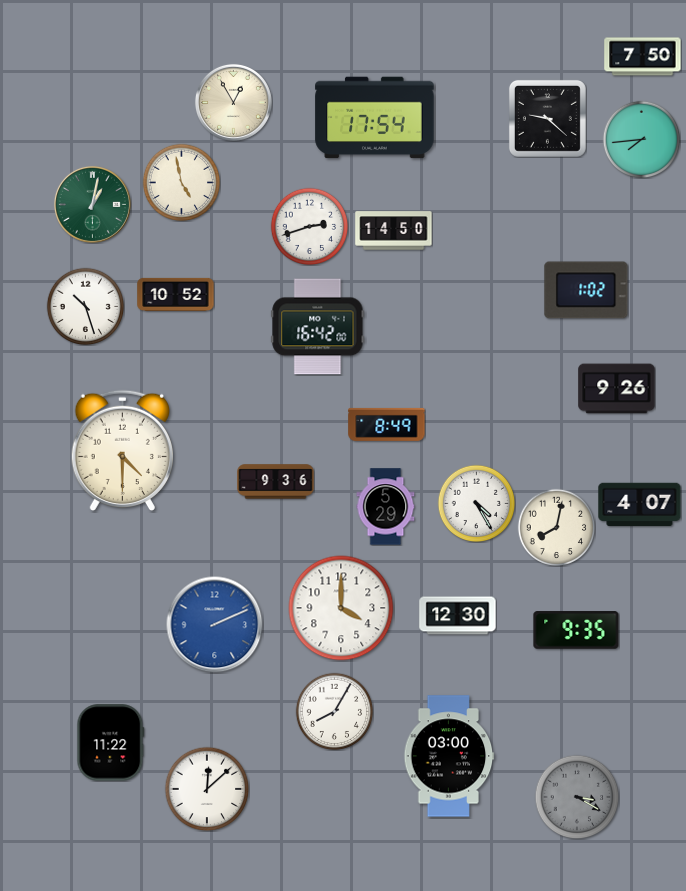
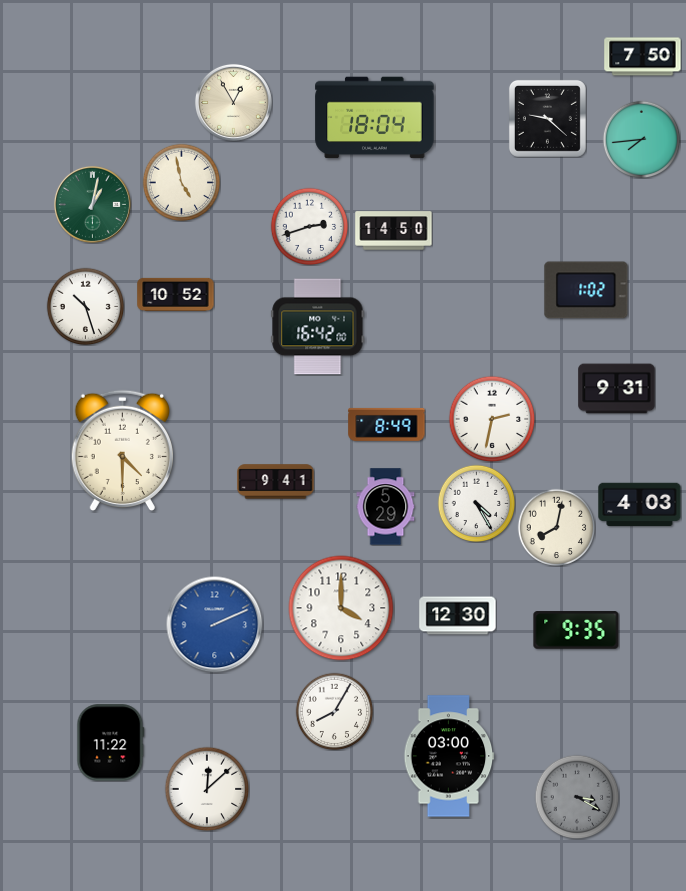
clock at (375, 118): 17:54 -> 18:04
clock at (617, 389): 9:26 -> 9:31
clock at (492, 419): none -> 2:32
clock at (276, 482): 9:36 -> 9:41
clock at (640, 505): 4:07 -> 4:03
